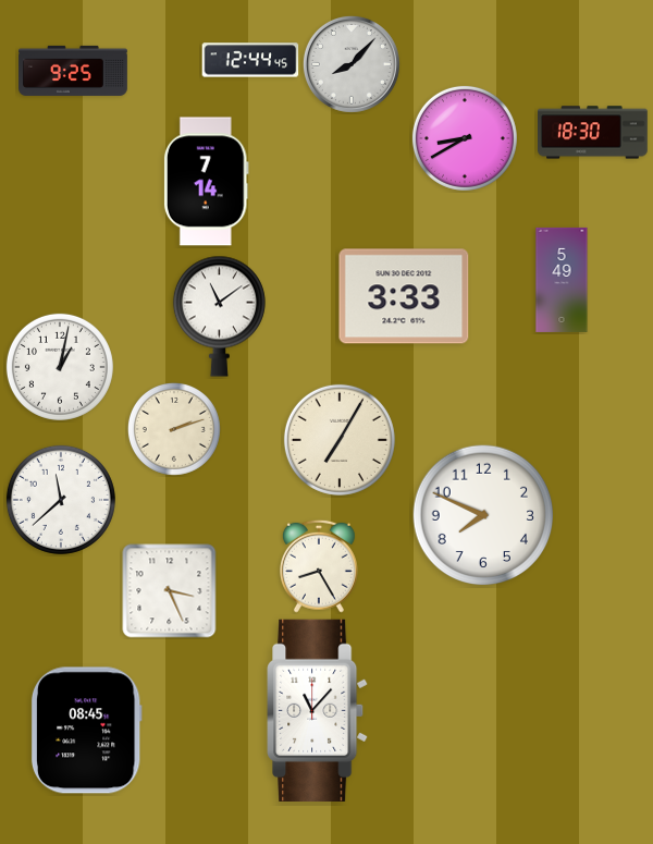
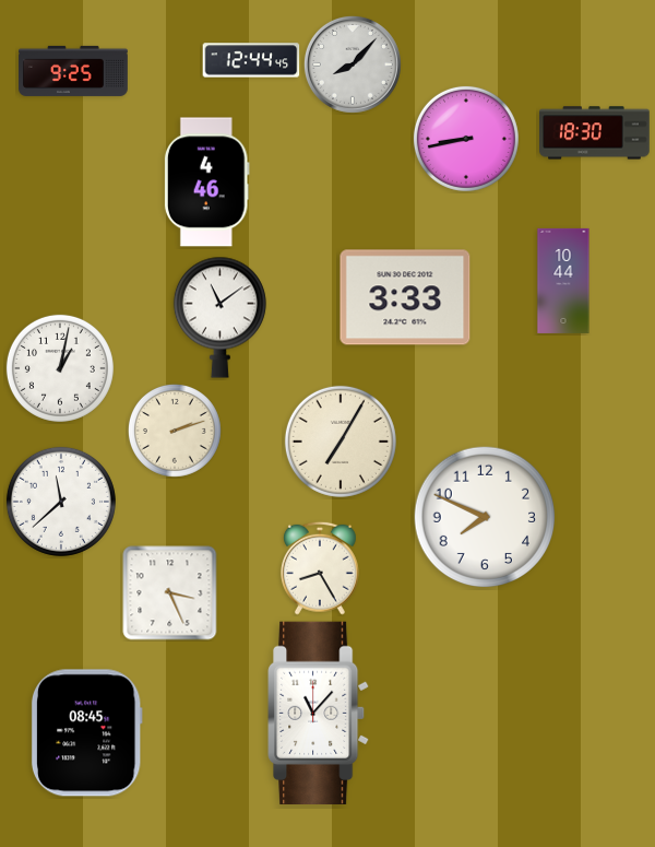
clock at (465, 138): 8:40 -> 8:43
clock at (206, 182): 7:14 -> 4:46
clock at (562, 280): 5:49 -> 10:44
